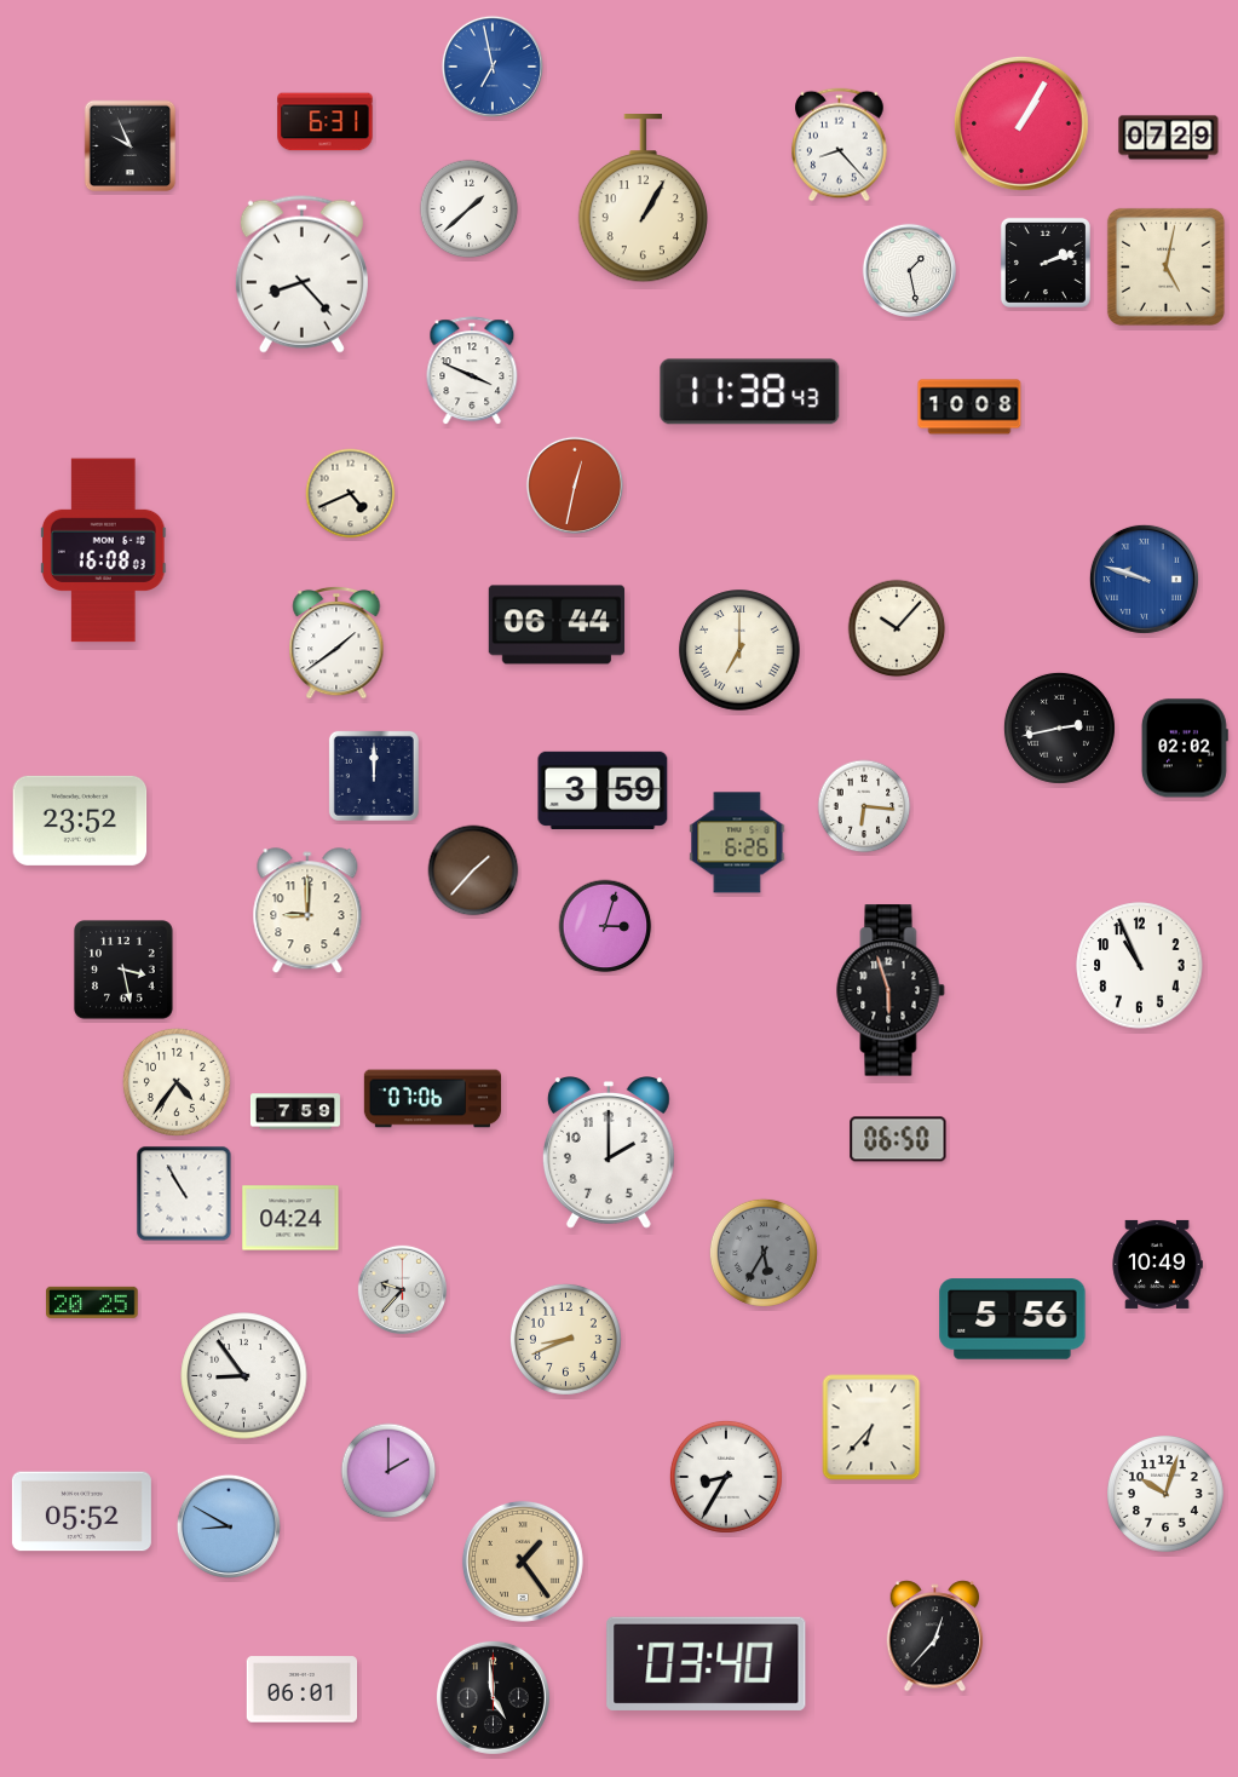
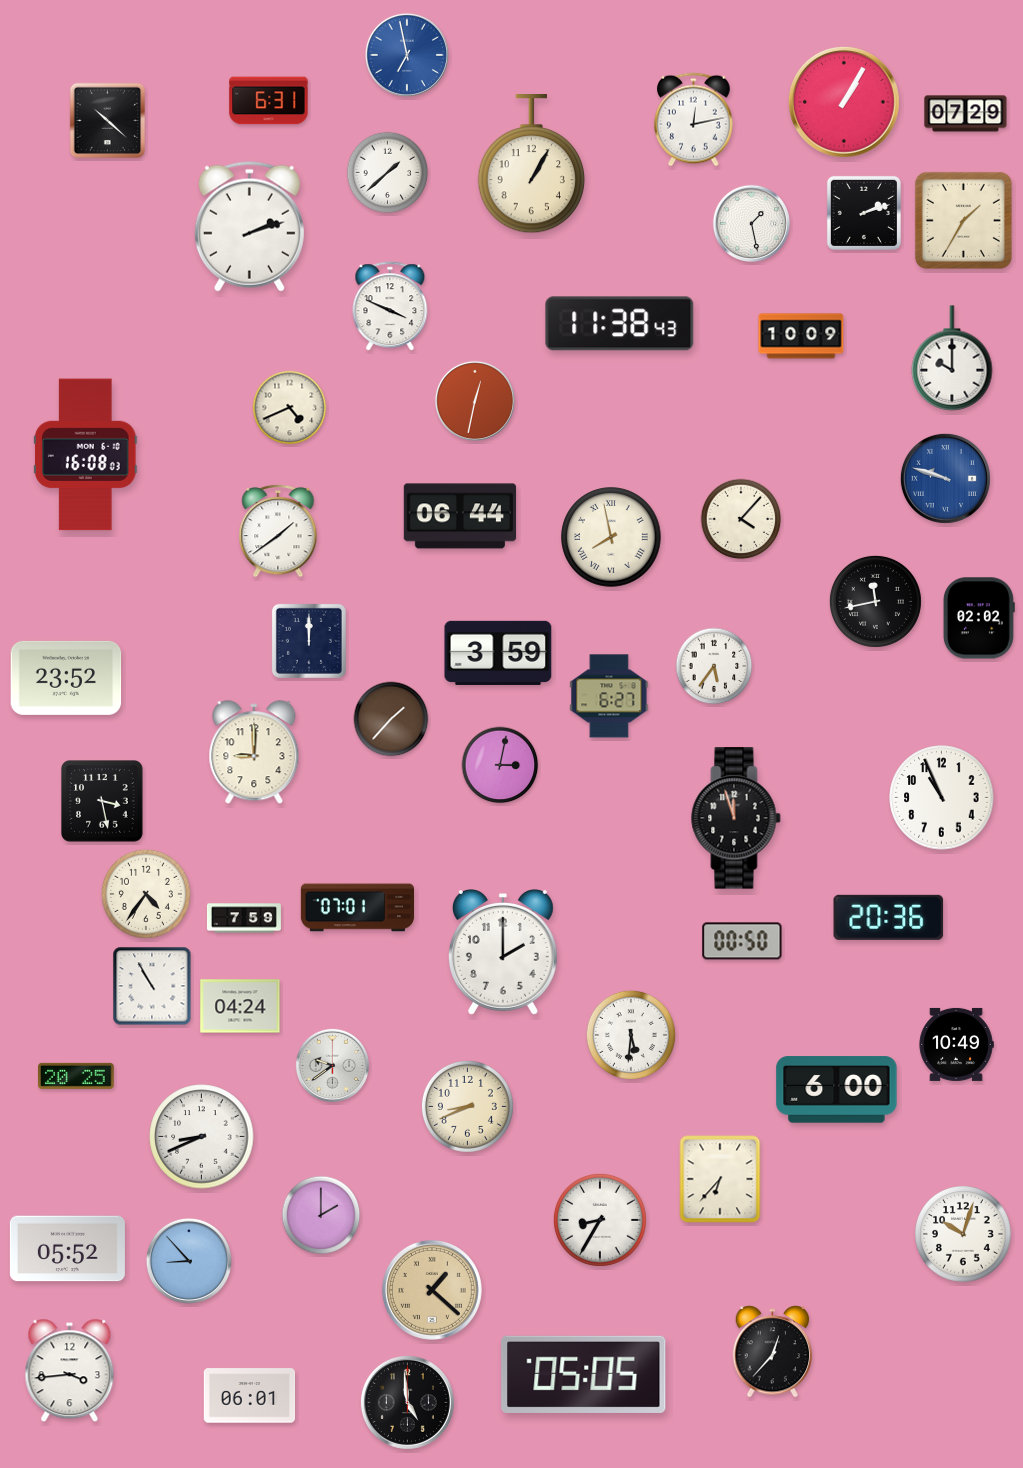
clock at (840, 145): 8:23 -> 12:13
clock at (131, 146): 9:56 -> 10:22
clock at (1046, 263) position: (1046, 263) -> (864, 213)
clock at (1165, 266): 5:02 -> 1:35
clock at (301, 274): 8:23 -> 2:12
clock at (969, 407): 10:08 -> 10:09
clock at (952, 358): none -> 10:00
clock at (897, 628): 10:07 -> 4:07
clock at (739, 650): 7:00 -> 7:58
clock at (1059, 728): 2:43 -> 11:43
clock at (864, 806): 6:16 -> 5:36
clock at (737, 843): 6:26 -> 6:27
clock at (605, 926): 3:03 -> 3:02
clock at (891, 990): 5:57 -> 11:57
clock at (432, 1099): 07:06 -> 07:01
clock at (889, 917): none -> 20:36
clock at (898, 1139): 06:50 -> 00:50
clock at (764, 1253): 5:35 -> 5:31
clock at (764, 1253) dial: grey -> white
clock at (402, 1289): 9:37 -> 9:39
clock at (1013, 1319): 5:56 -> 6:00
clock at (244, 1376): 8:54 -> 8:41
clock at (229, 1526): 8:50 -> 8:53
clock at (523, 1562): 1:24 -> 1:22
clock at (70, 1371): none -> 3:44
clock at (707, 1663): 03:40 -> 05:05
